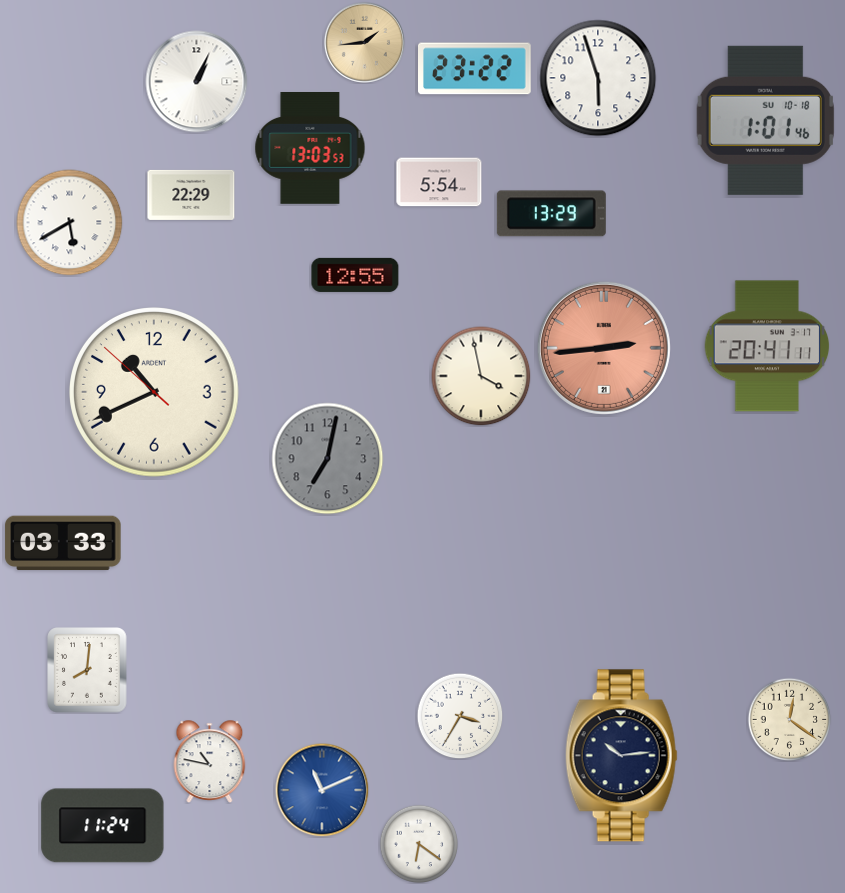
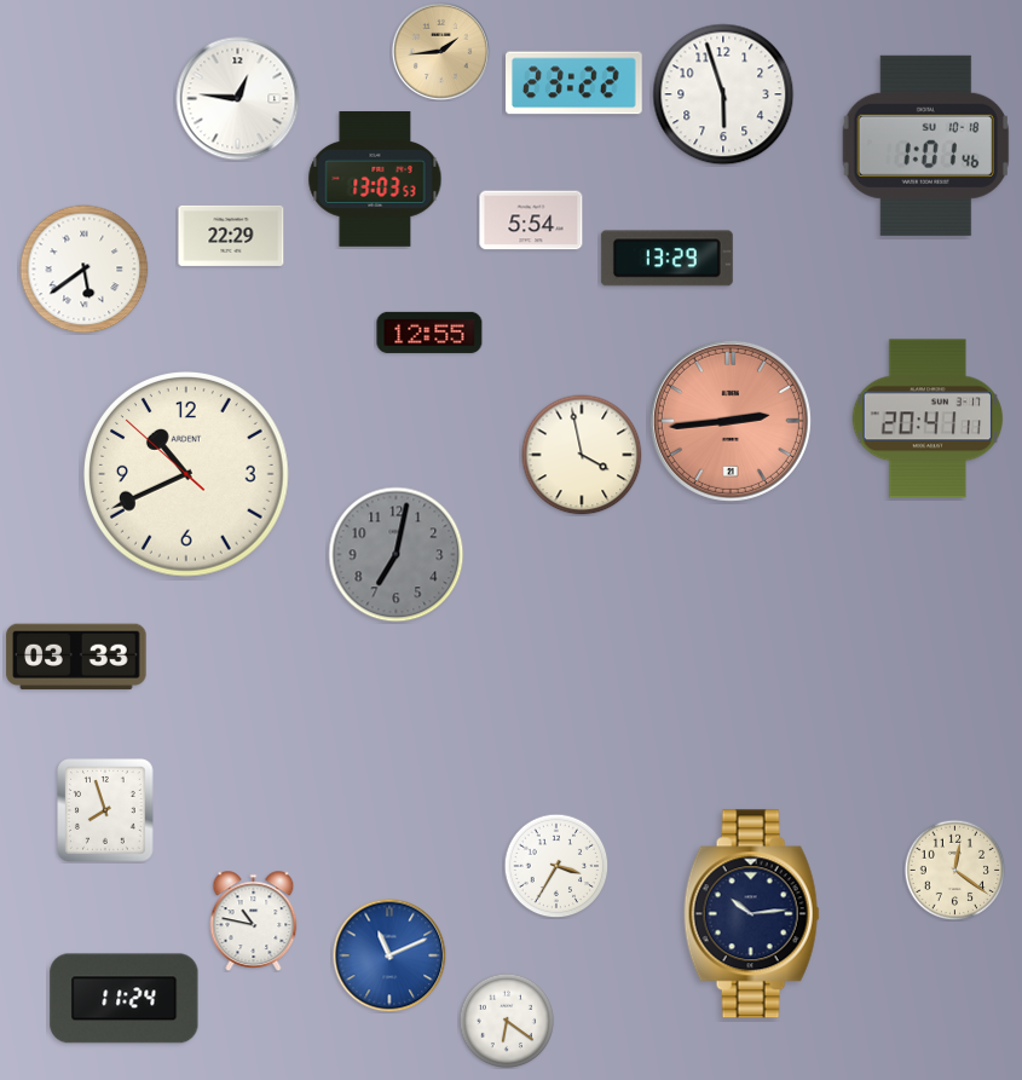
clock at (197, 82): 1:04 -> 12:46
clock at (70, 223): 5:40 -> 5:39
clock at (87, 670): 8:01 -> 7:57
